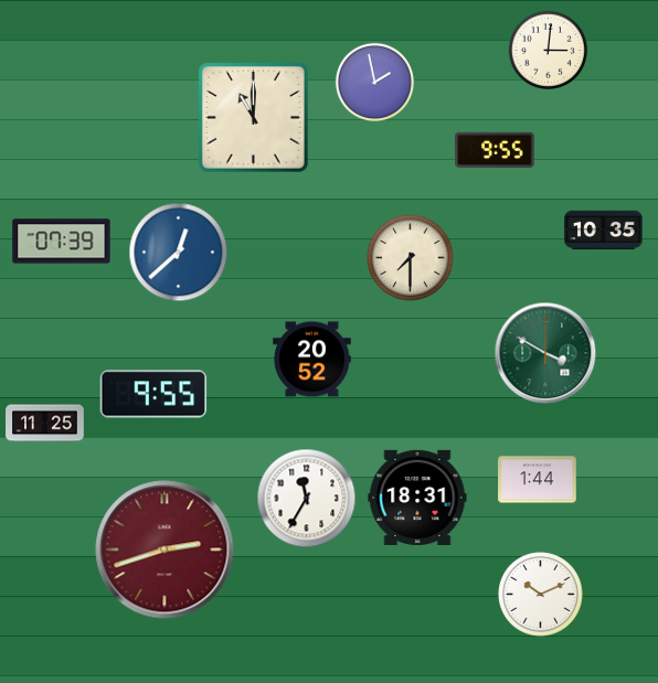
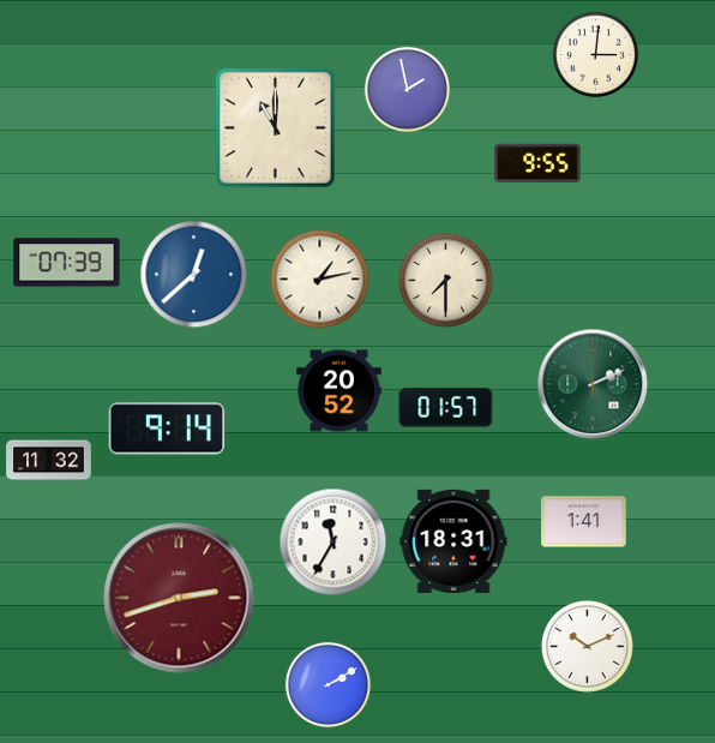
clock at (604, 231): 10:35 -> none
clock at (320, 280): none -> 1:13
clock at (545, 353): 3:50 -> 2:11
clock at (446, 408): none -> 01:57
clock at (153, 394): 9:55 -> 9:14
clock at (45, 424): 11:25 -> 11:32
clock at (538, 480): 1:44 -> 1:41
clock at (328, 684): none -> 2:10
